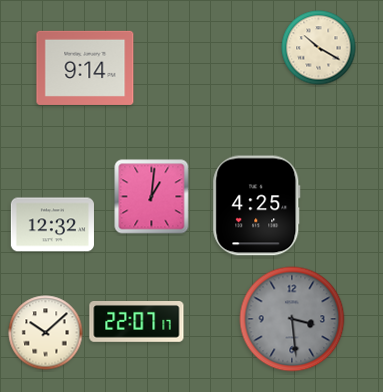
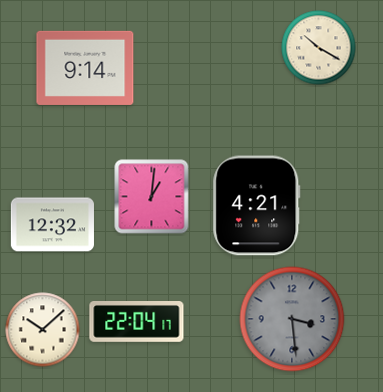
clock at (257, 206): 4:25 -> 4:21
clock at (137, 322): 22:07 -> 22:04
clock at (46, 333) position: (46, 333) -> (43, 330)
